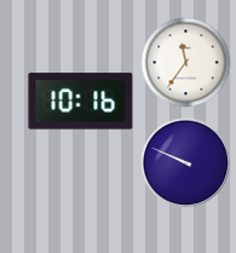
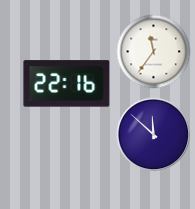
clock at (81, 102): 10:16 -> 22:16
clock at (186, 163): 9:49 -> 11:52
